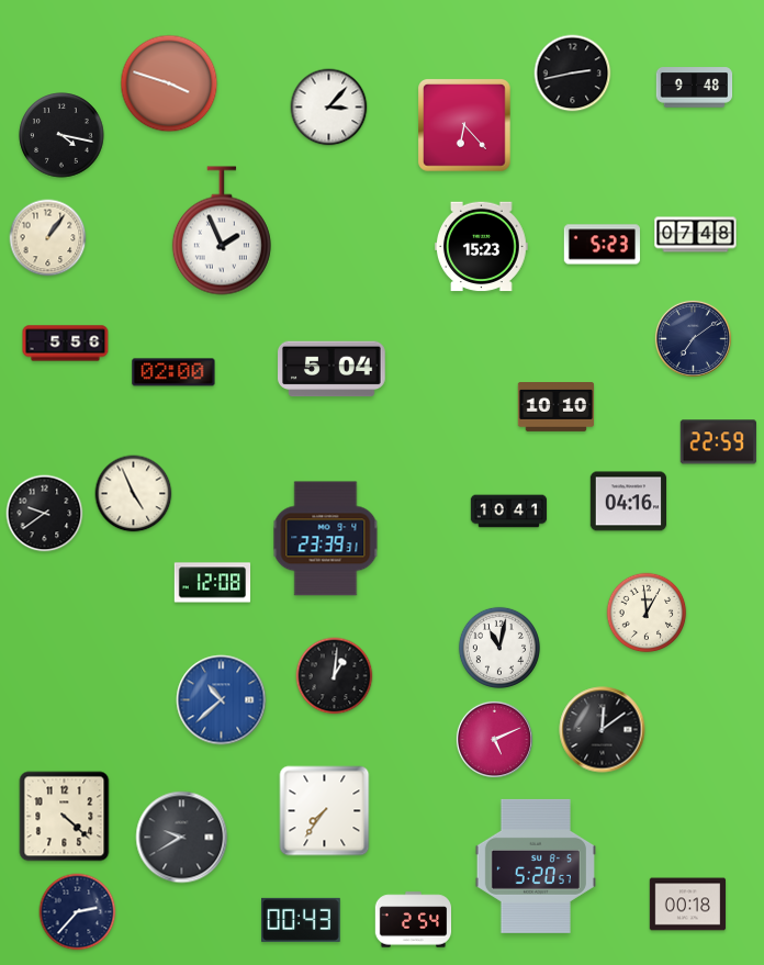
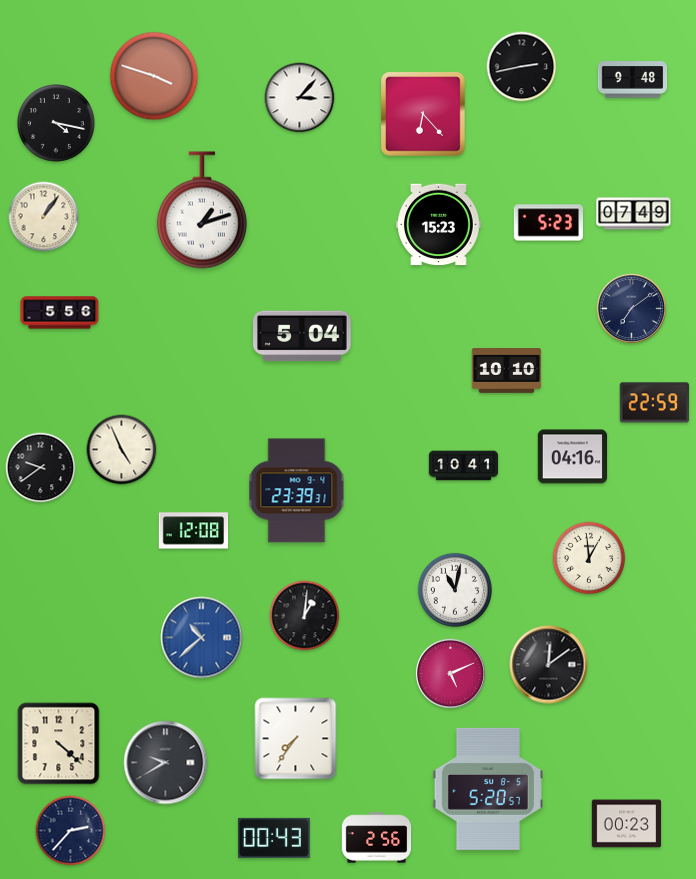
clock at (222, 231): 1:56 -> 1:12
clock at (696, 235): 07:48 -> 07:49
clock at (173, 372): 02:00 -> none
clock at (688, 905): 00:18 -> 00:23
clock at (414, 920): 2:54 -> 2:56
